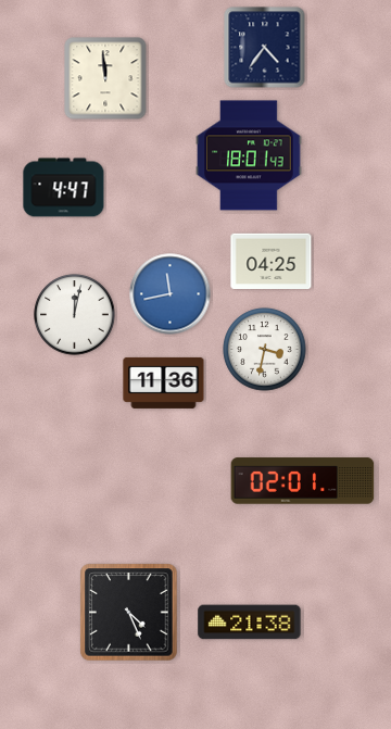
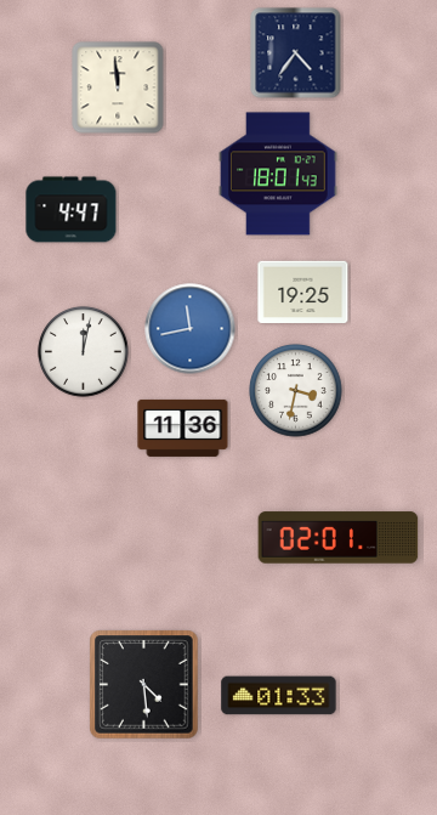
clock at (272, 261): 04:25 -> 19:25
clock at (129, 613): 4:26 -> 4:29
clock at (250, 623): 21:38 -> 01:33
